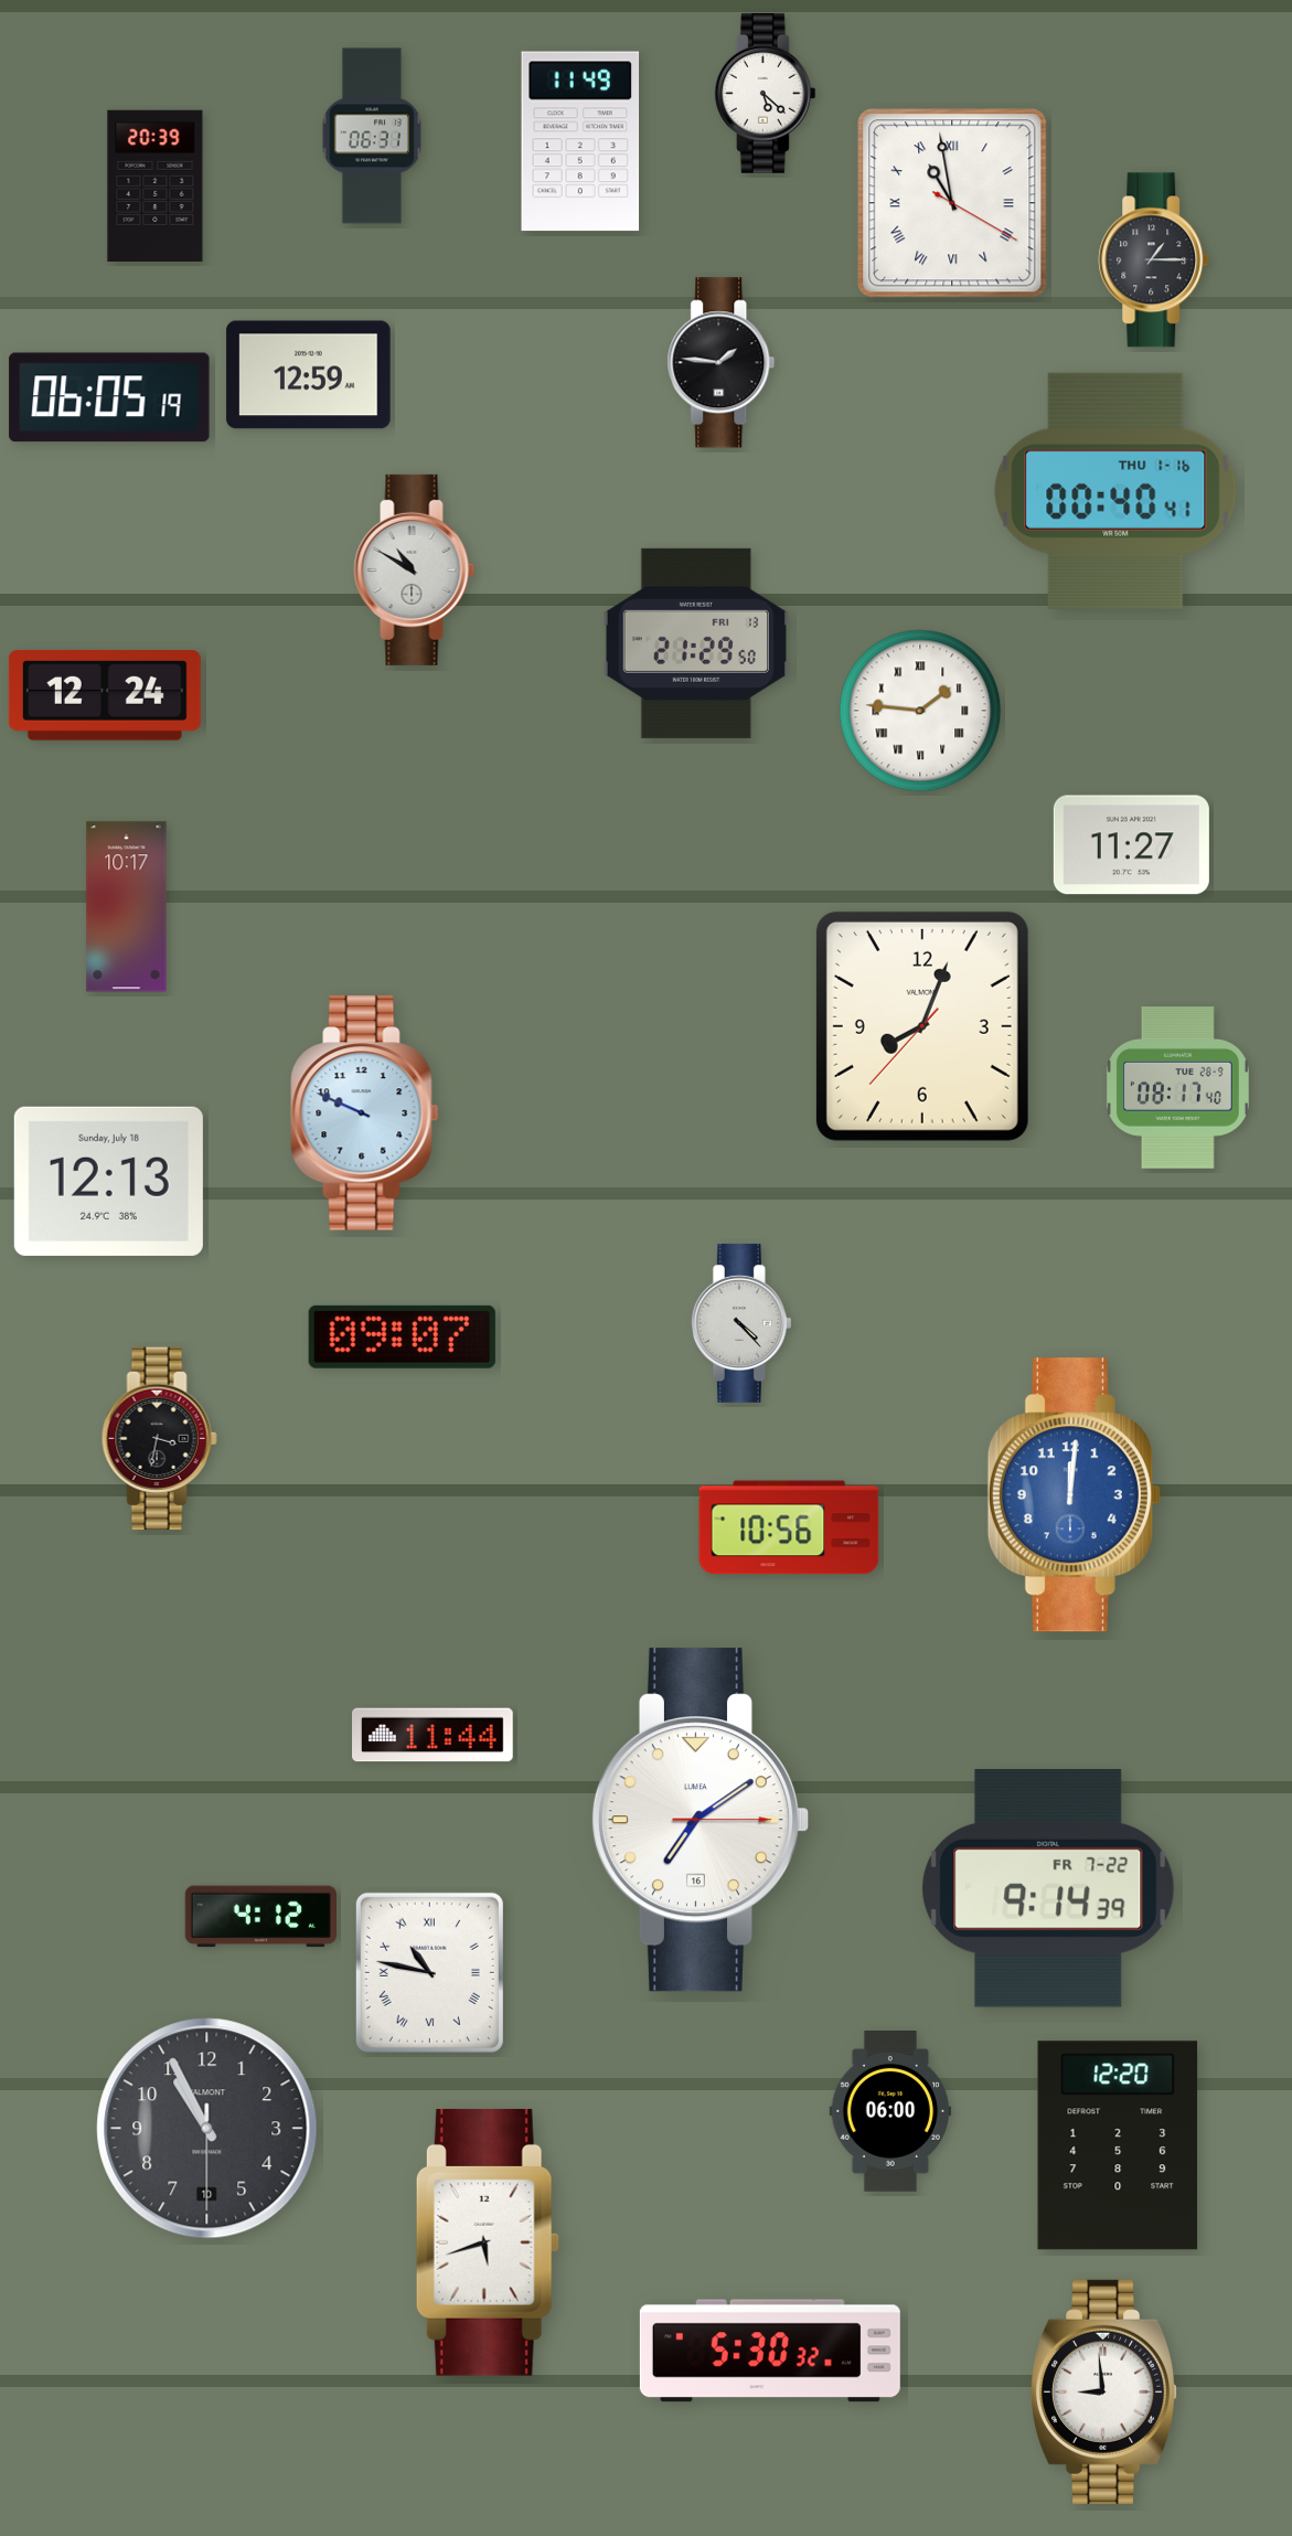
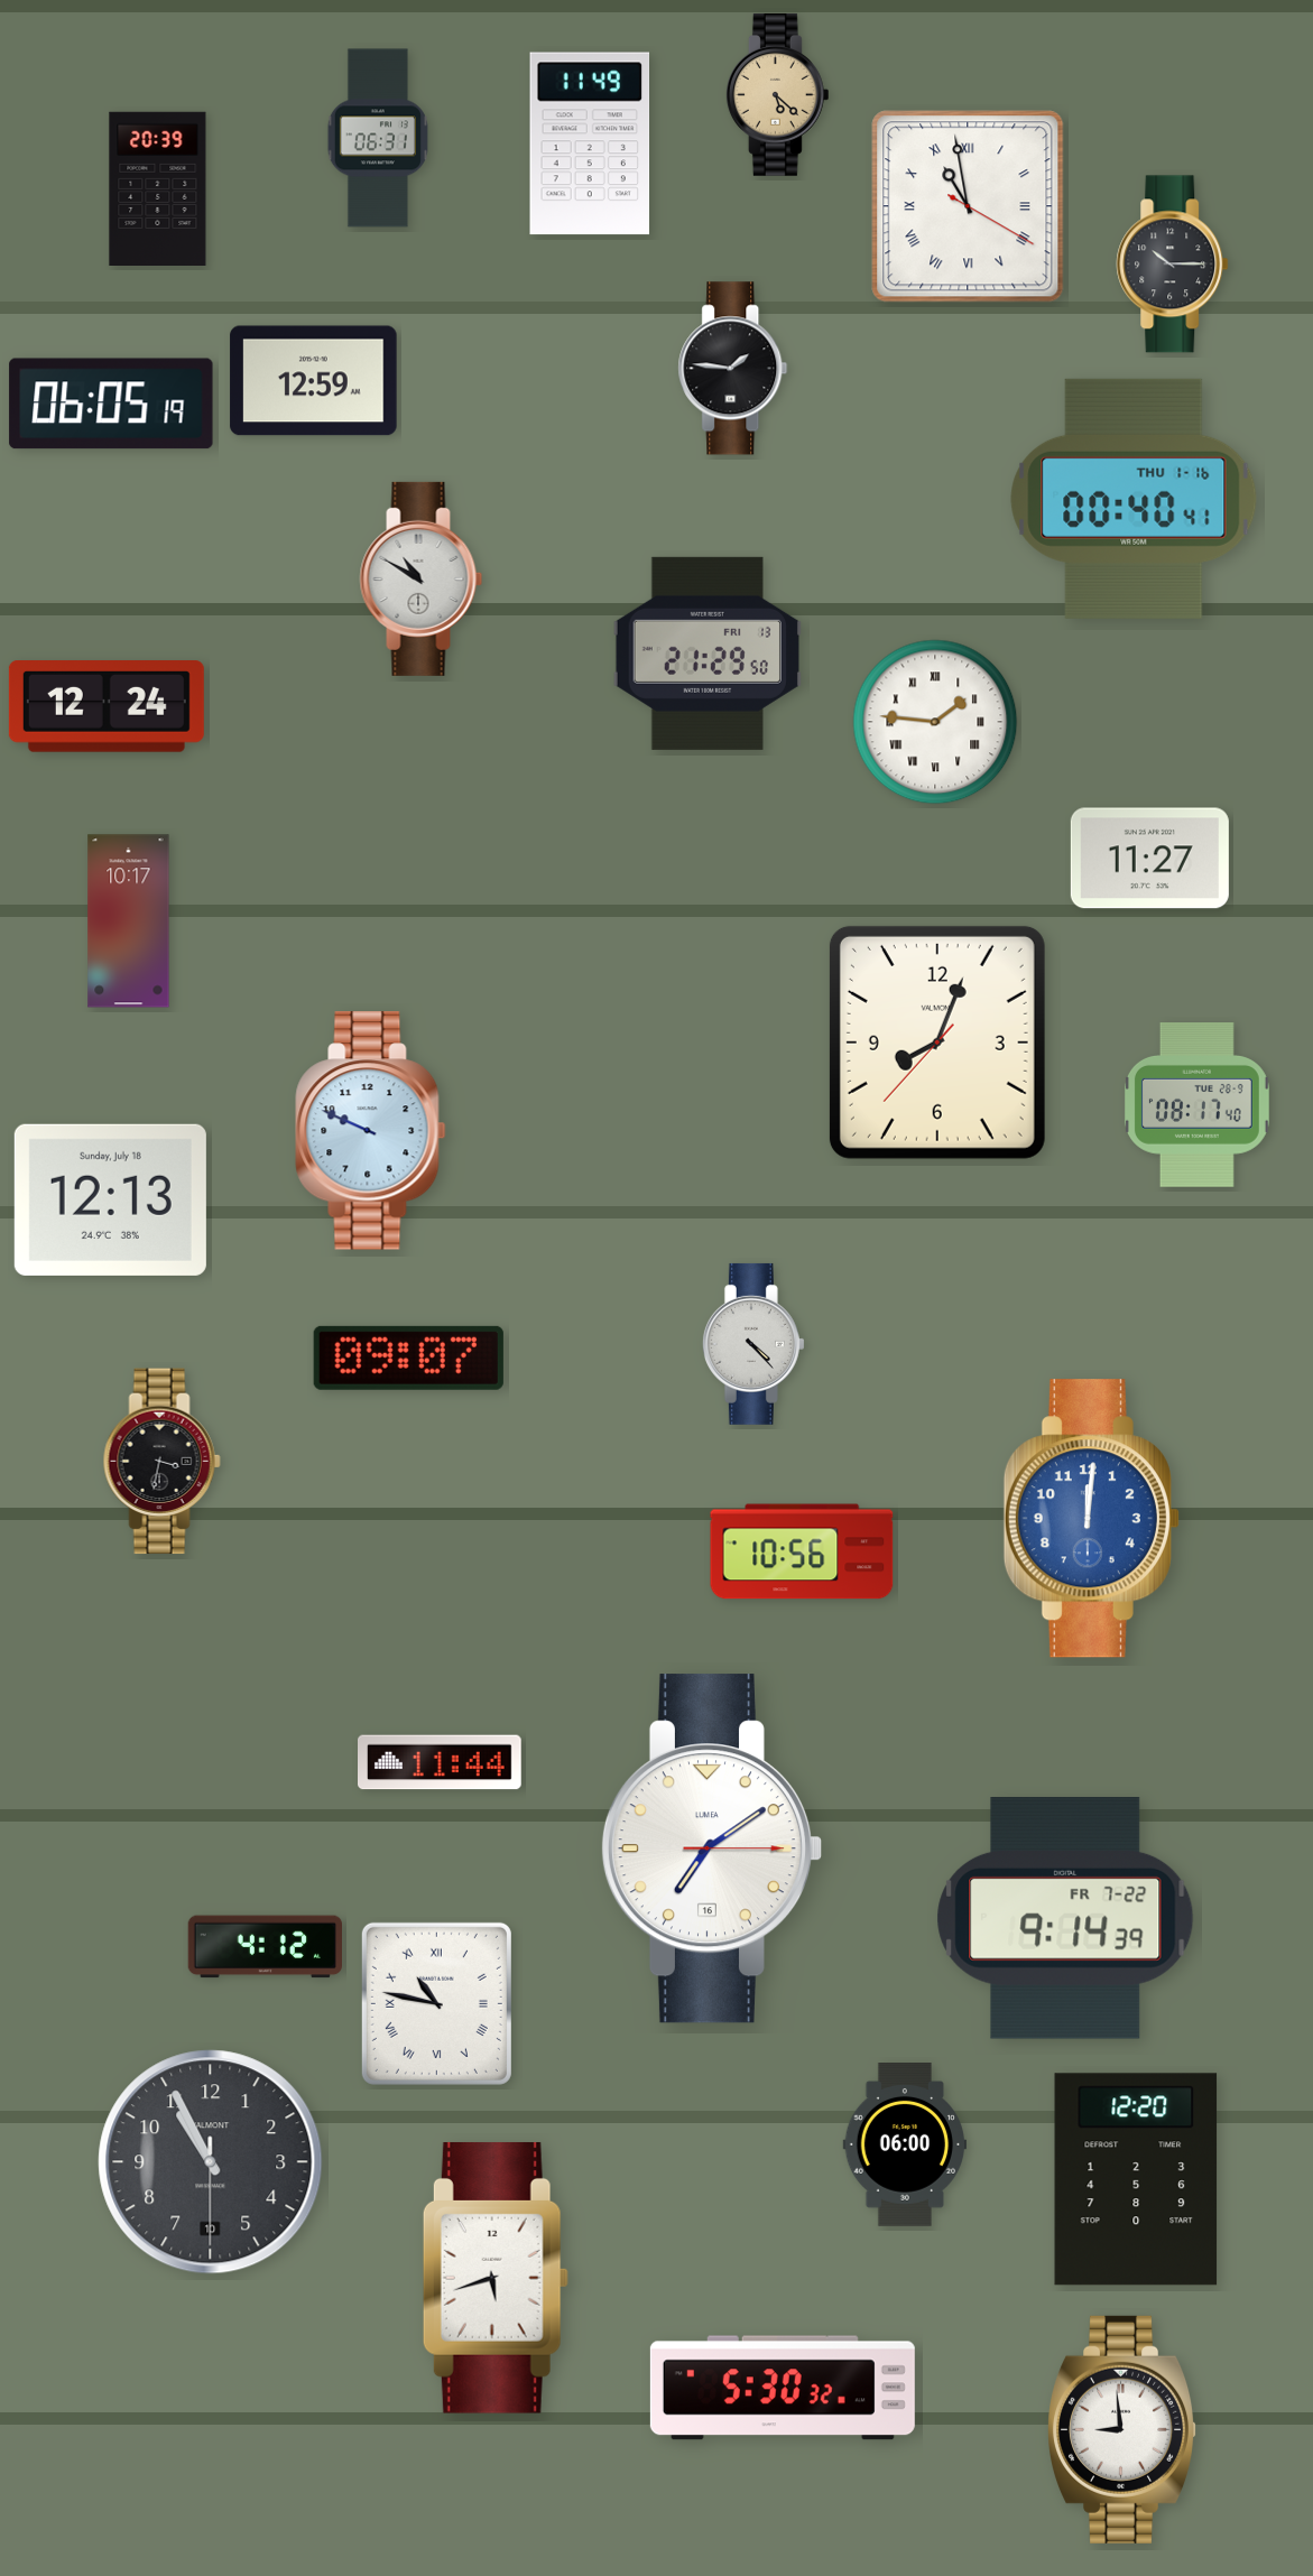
clock at (765, 93) dial: white -> champagne
clock at (1154, 260): 1:15 -> 10:15
